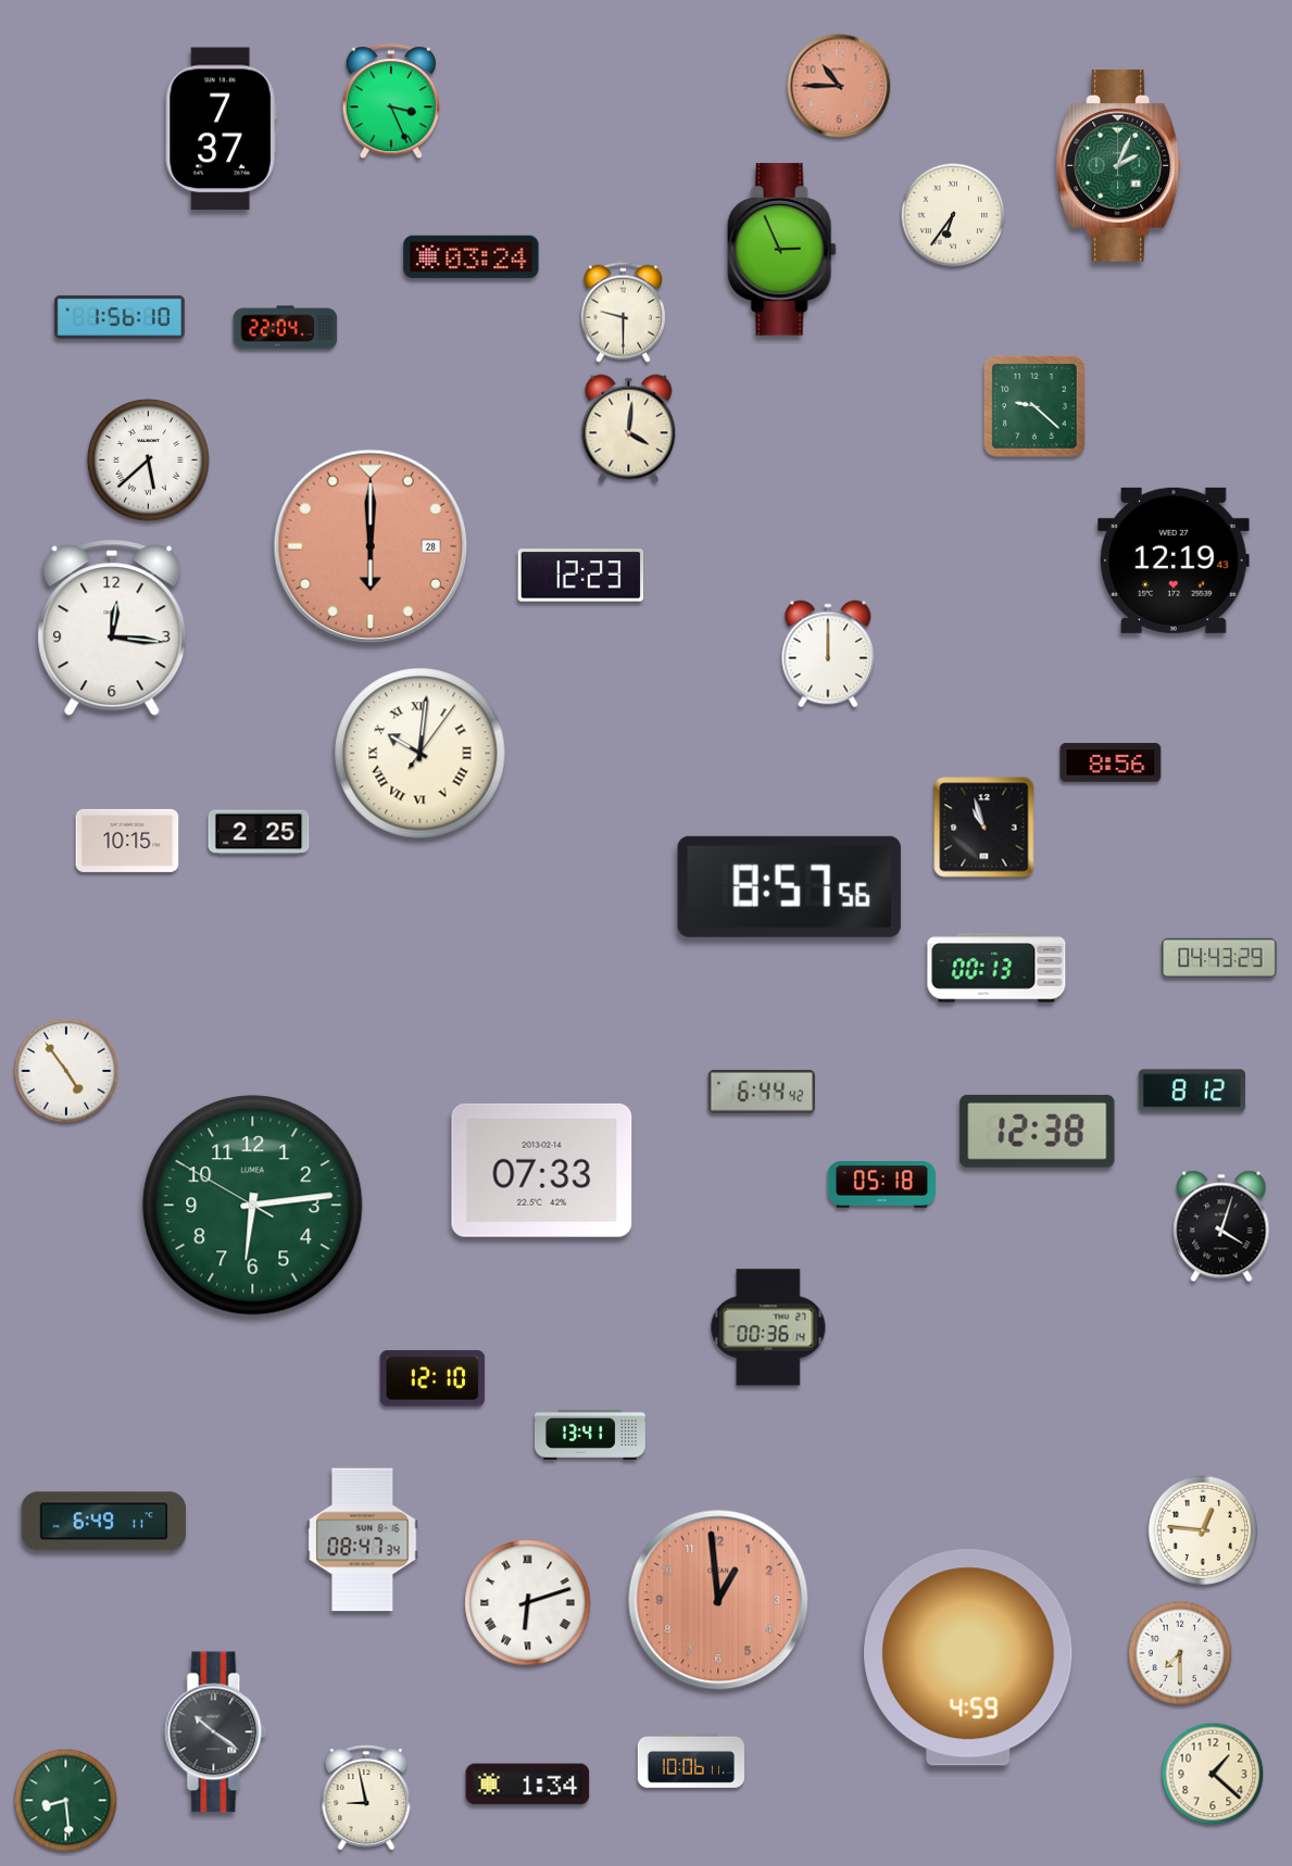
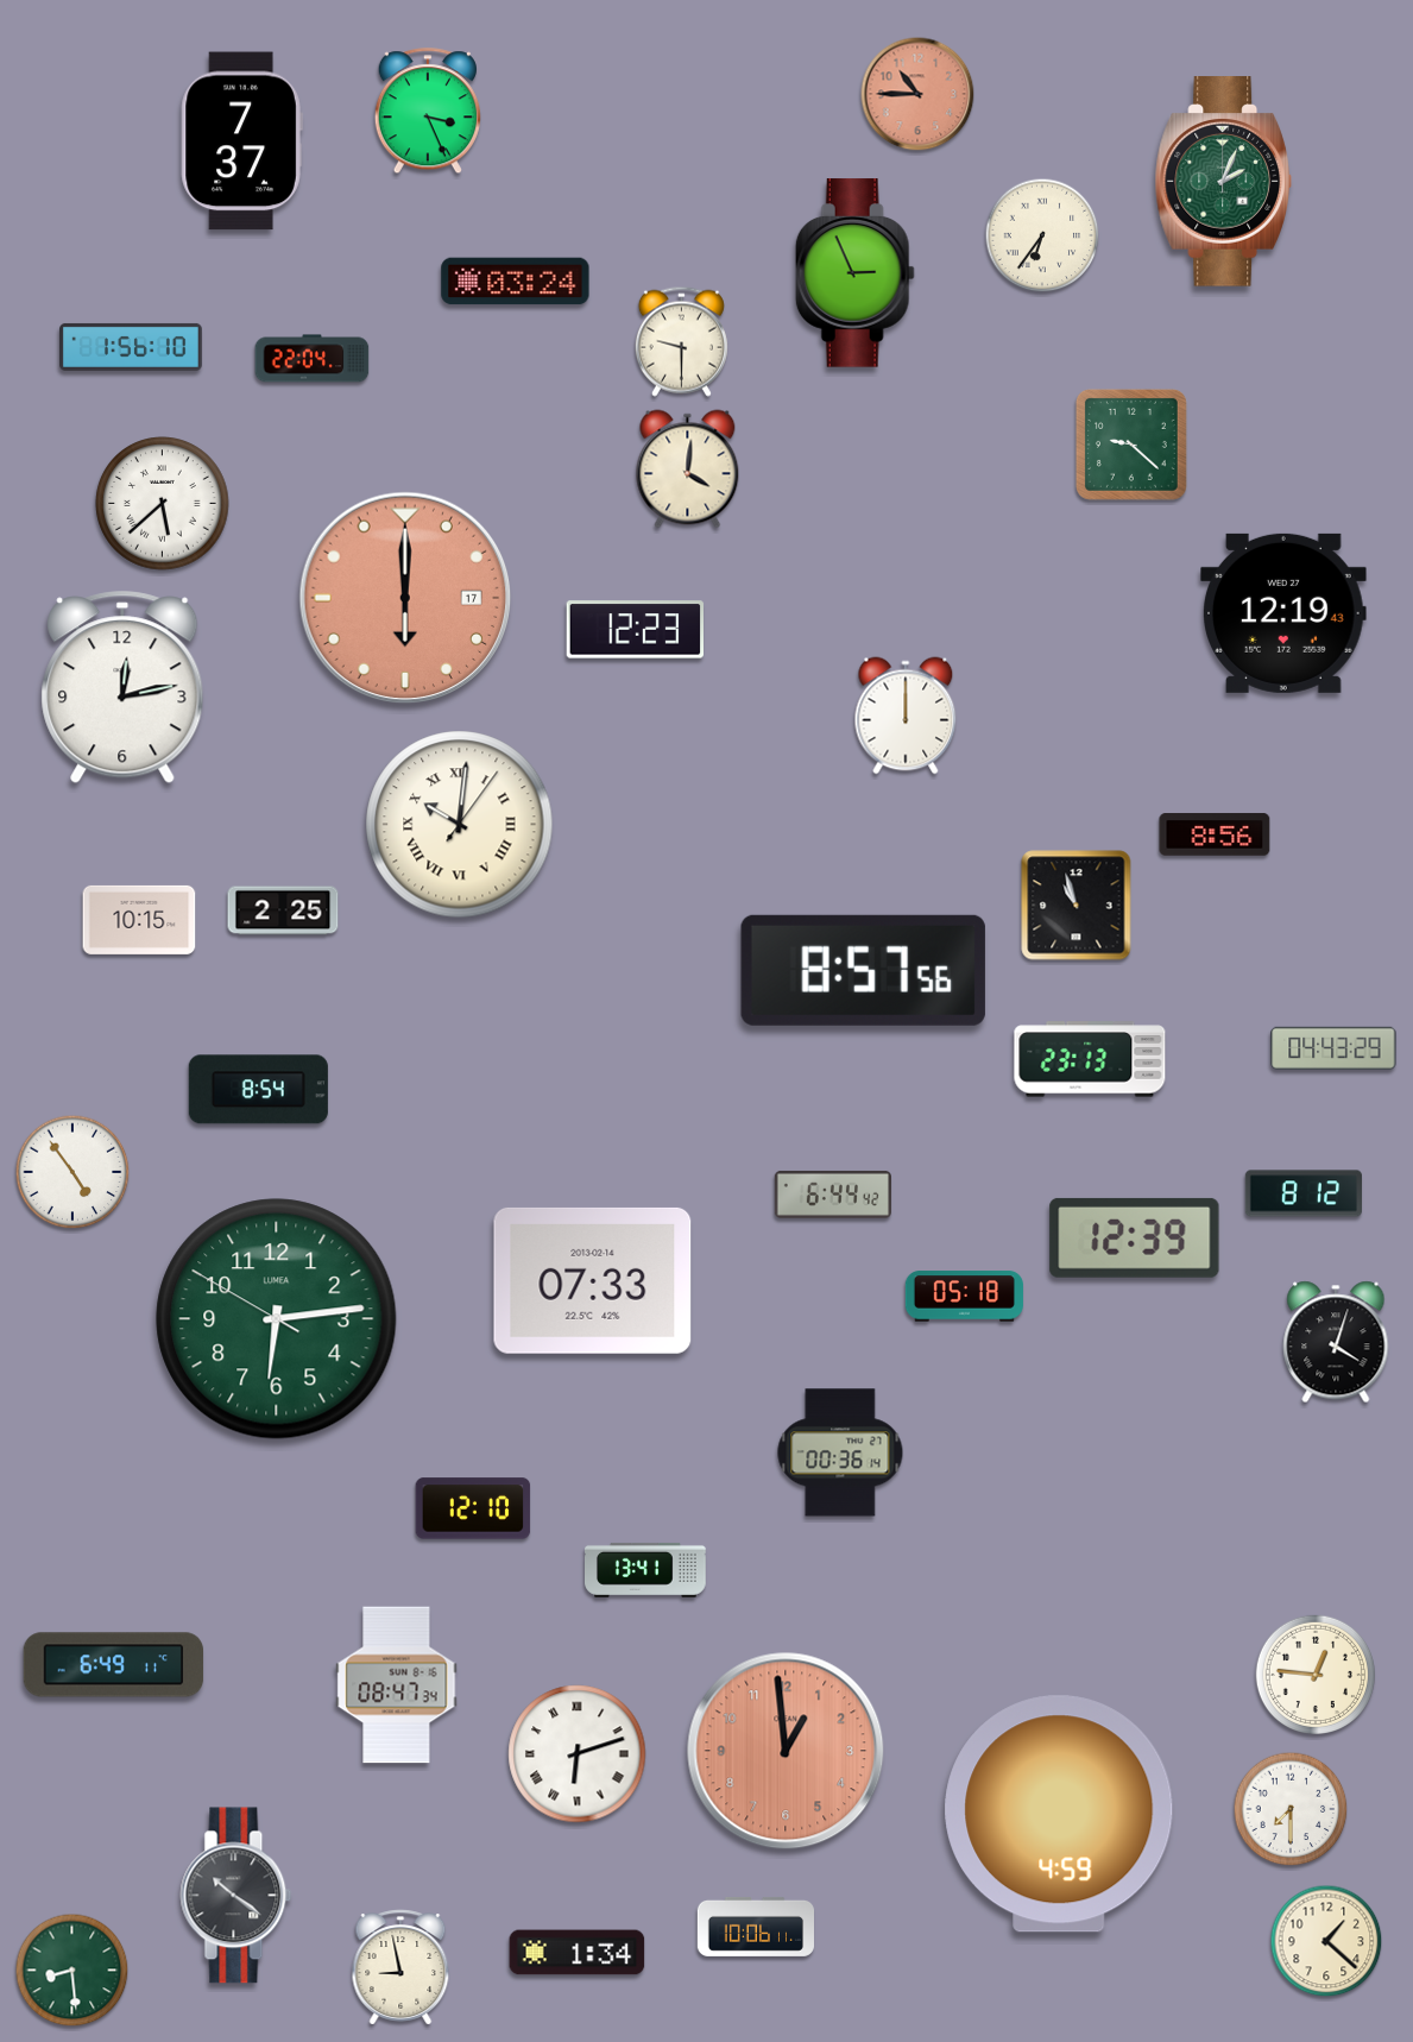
clock at (371, 546) date: 28 -> 17
clock at (112, 628): 12:16 -> 12:13
clock at (996, 968): 00:13 -> 23:13
clock at (258, 1090): none -> 8:54
clock at (1038, 1131): 12:38 -> 12:39
